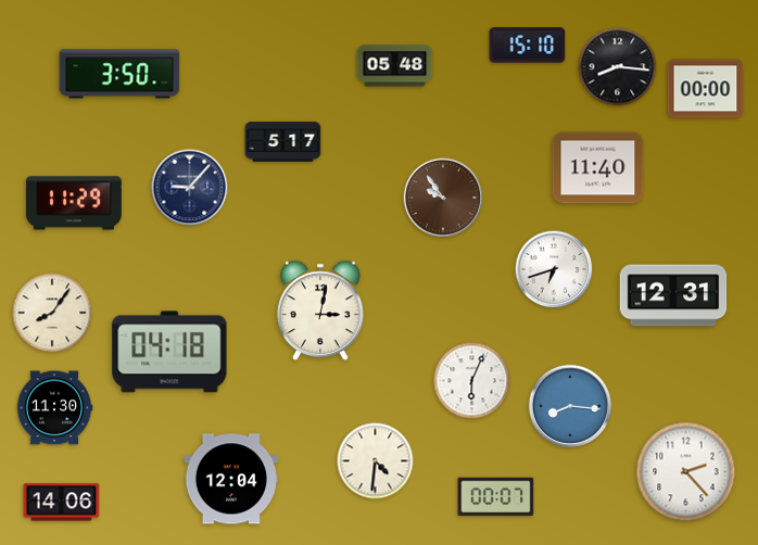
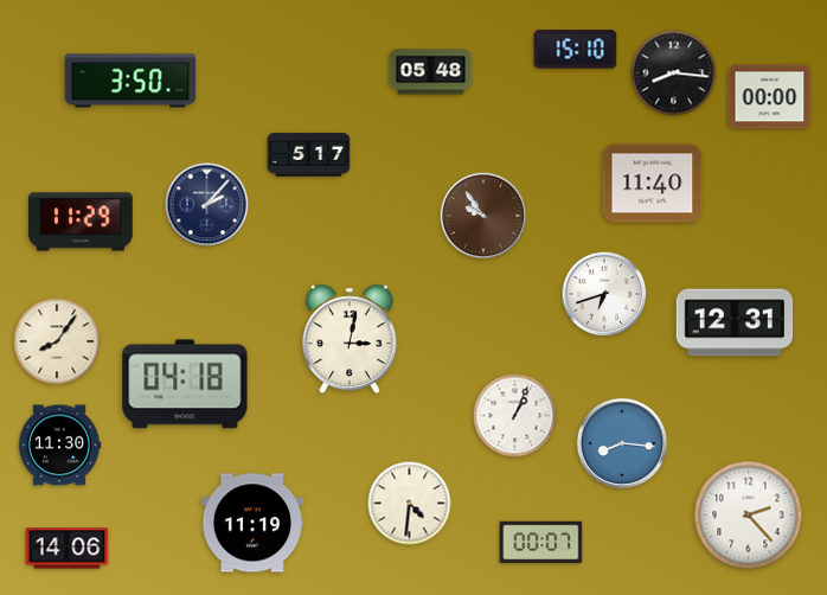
clock at (190, 188): 9:07 -> 2:07
clock at (472, 381): 6:04 -> 1:04
clock at (231, 479): 12:04 -> 11:19
